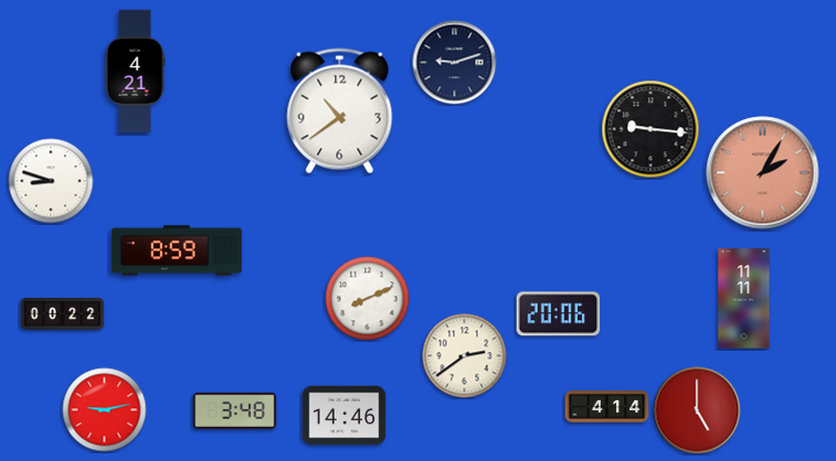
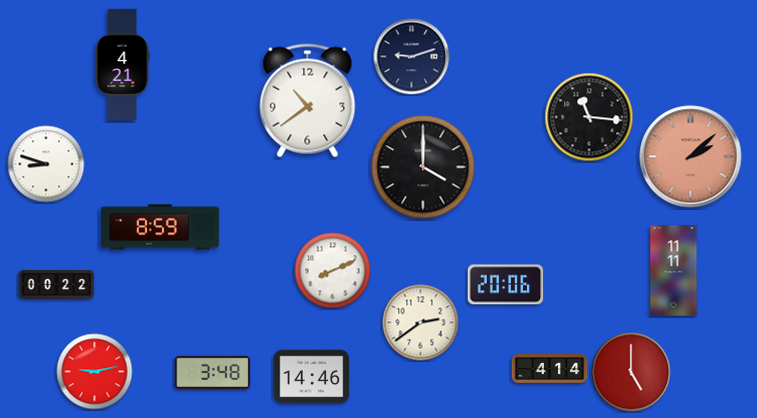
clock at (650, 129): 9:16 -> 11:16
clock at (763, 173): 2:05 -> 2:08
clock at (423, 167): none -> 4:00
